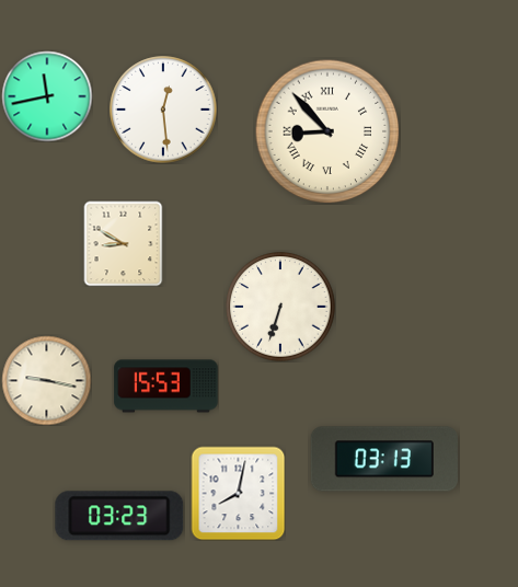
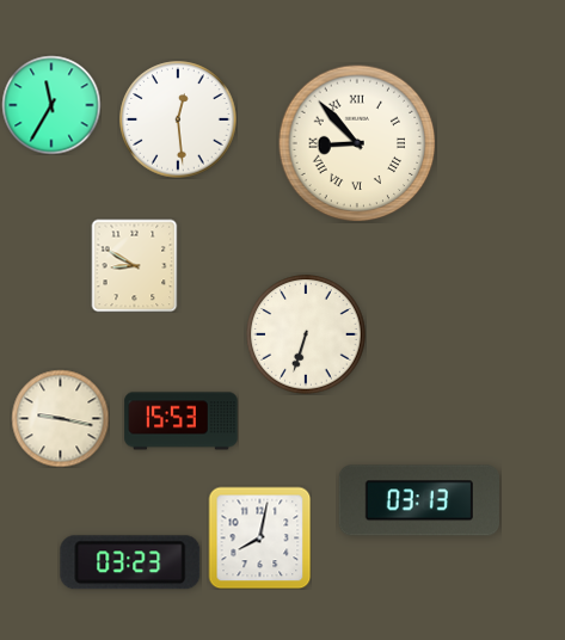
clock at (47, 96): 11:43 -> 11:35
clock at (46, 380) position: (46, 380) -> (60, 418)
